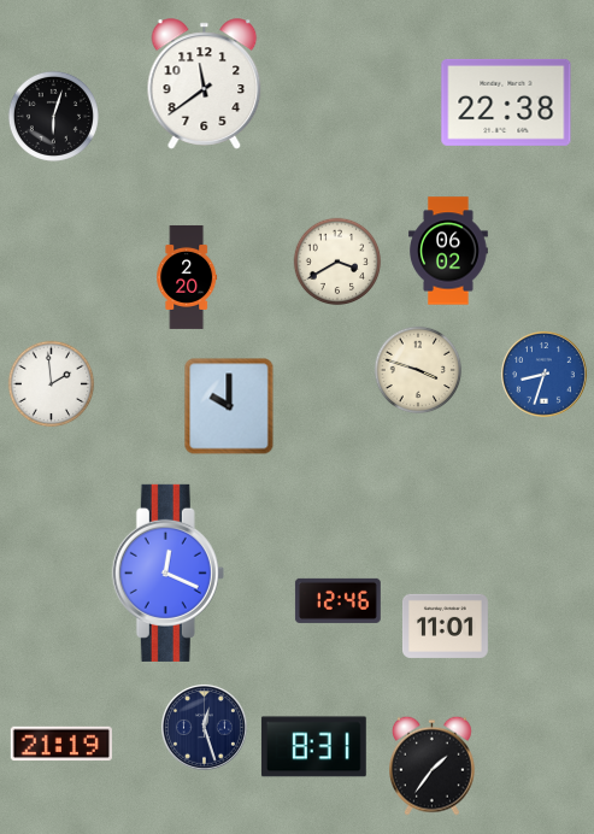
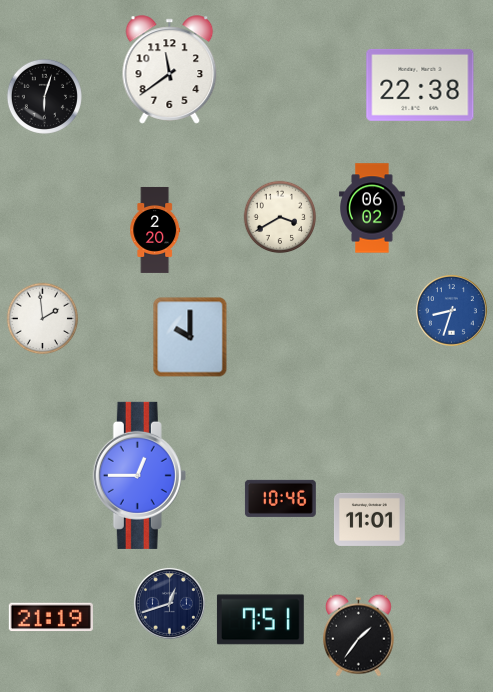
clock at (418, 370): 3:48 -> none
clock at (167, 572): 12:19 -> 12:45
clock at (337, 600): 12:46 -> 10:46
clock at (204, 727): 12:27 -> 12:42
clock at (313, 747): 8:31 -> 7:51
